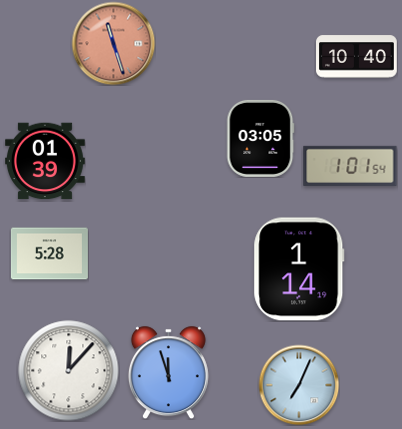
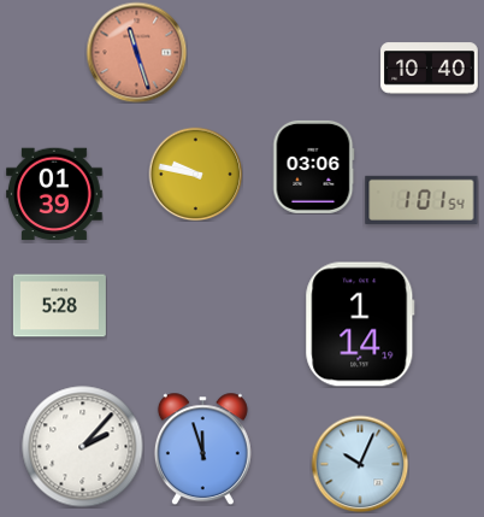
clock at (260, 138): 03:05 -> 03:06
clock at (195, 174): none -> 9:47
clock at (69, 371): 12:07 -> 2:07
clock at (299, 385): 7:04 -> 10:04
